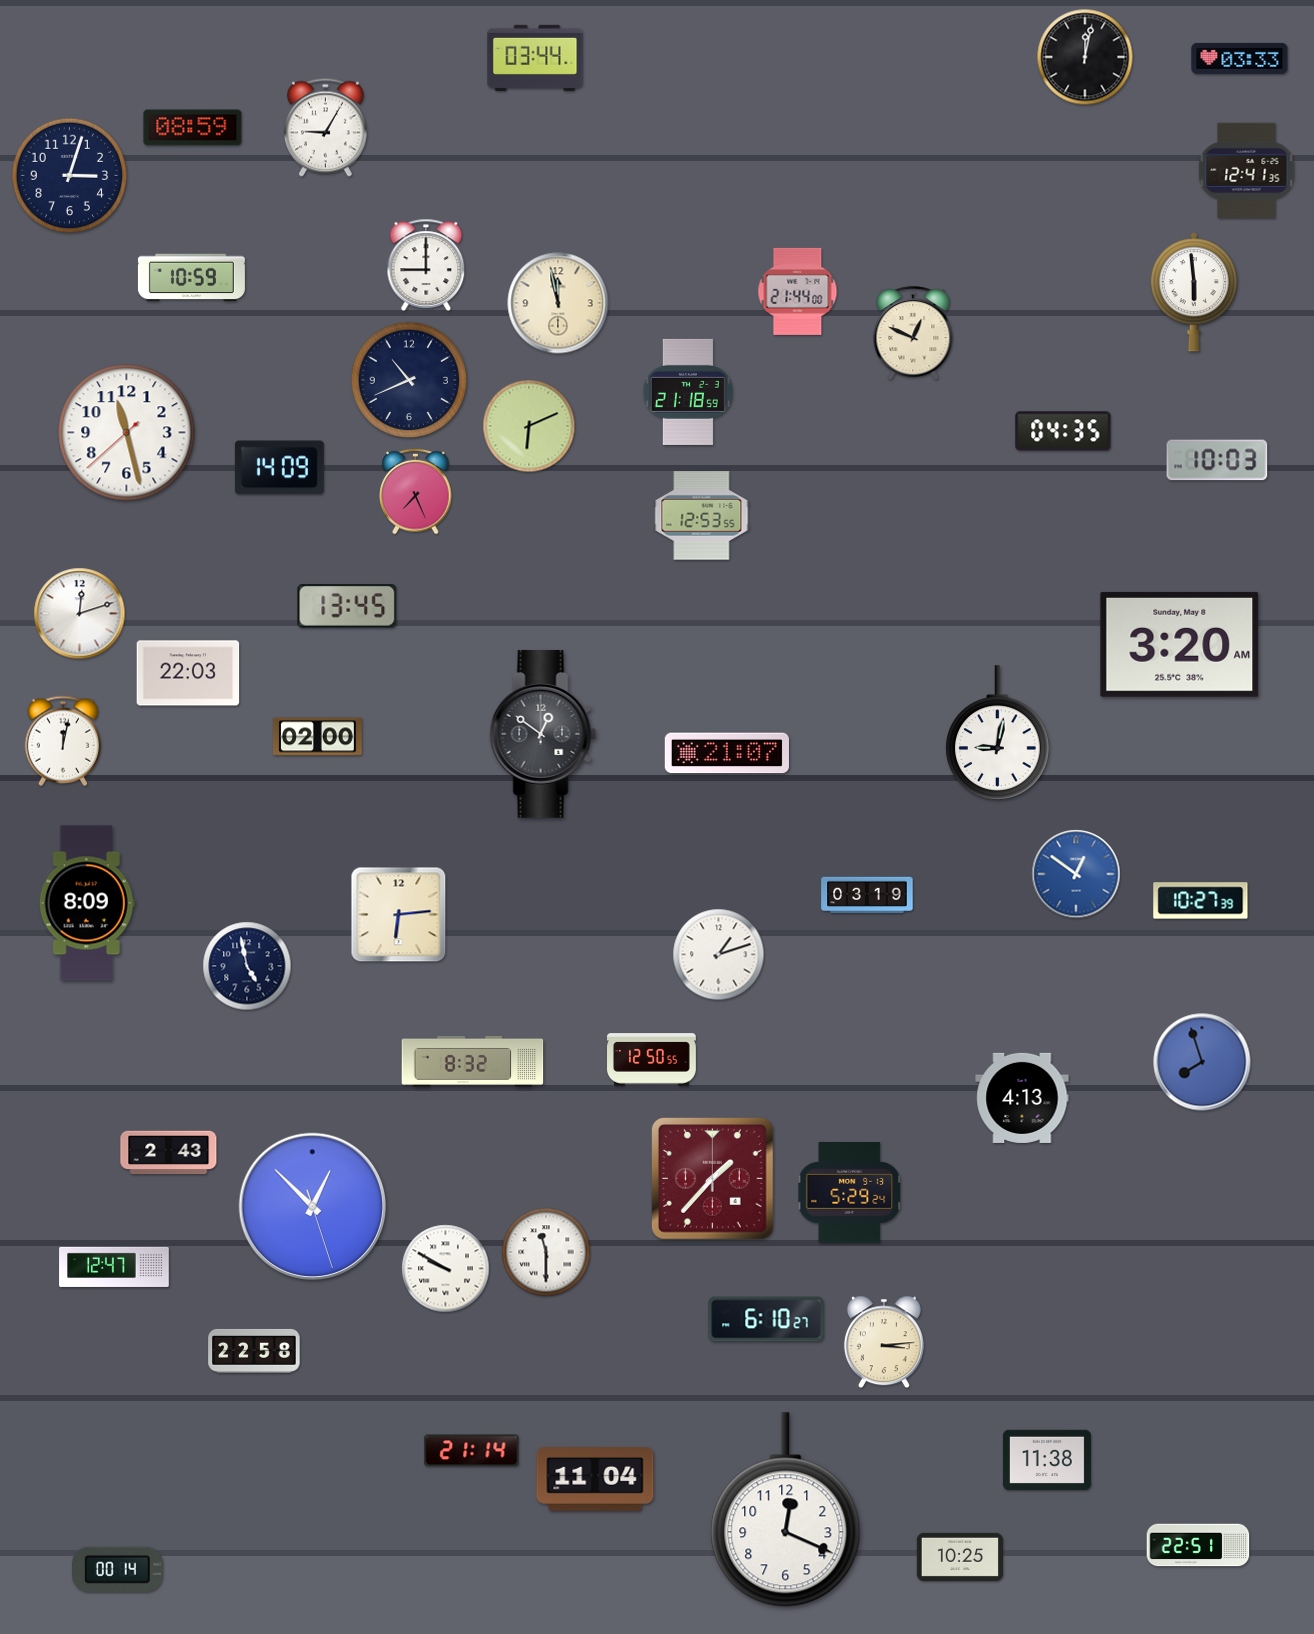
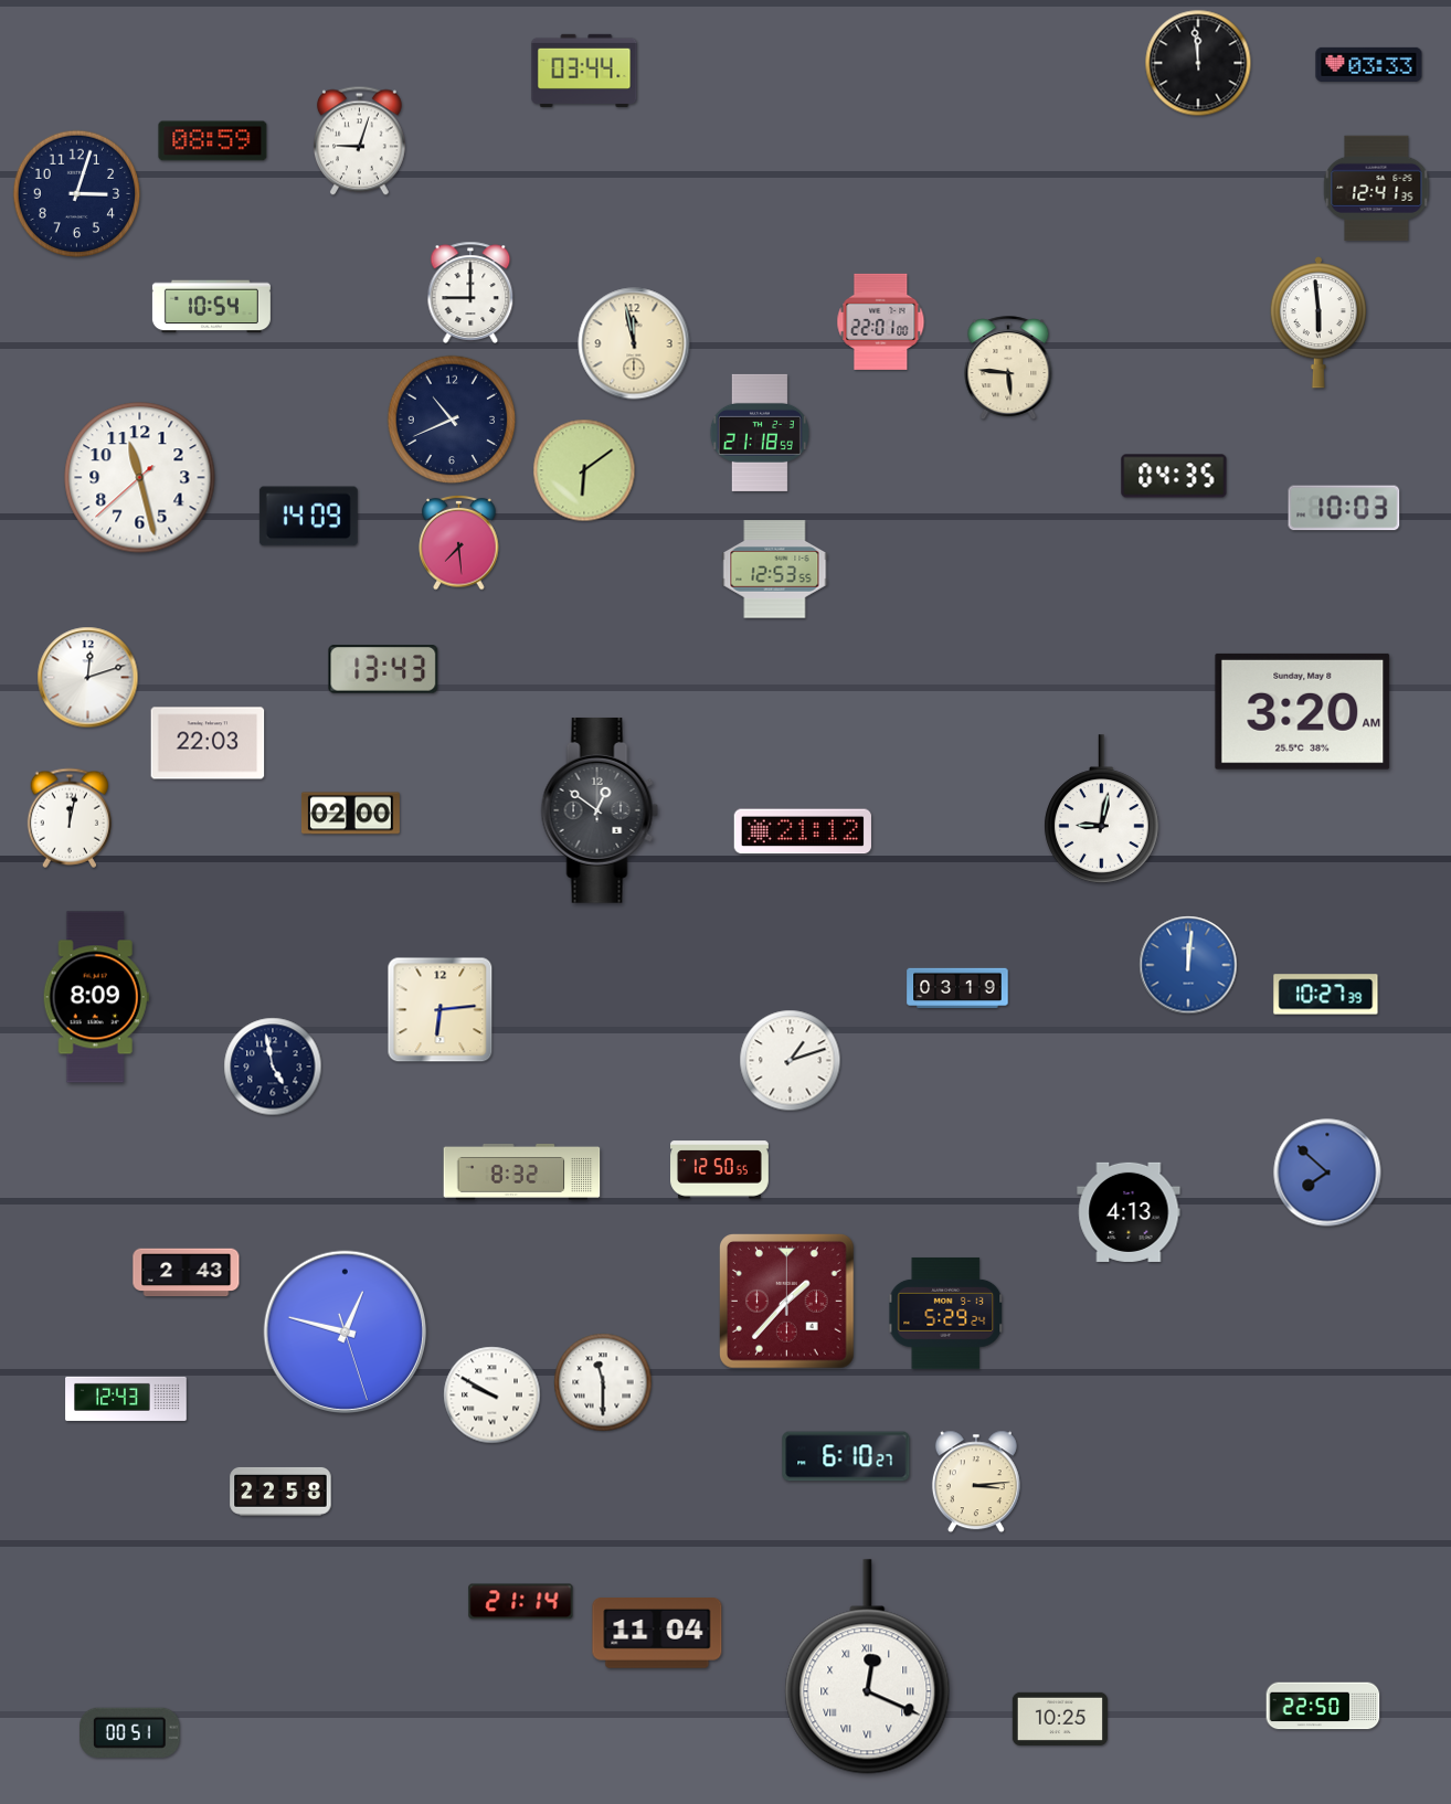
clock at (1085, 57): 12:02 -> 11:59
clock at (535, 58) position: (535, 58) -> (584, 71)
clock at (325, 128): 9:05 -> 9:03
clock at (191, 278): 10:59 -> 10:54
clock at (798, 291): 21:44 -> 22:01
clock at (558, 303) position: (558, 303) -> (634, 343)
clock at (913, 334): 12:49 -> 5:46
clock at (529, 426): 6:11 -> 6:09
clock at (416, 491): 7:26 -> 7:29
clock at (347, 607): 13:45 -> 13:43
clock at (727, 753): 21:07 -> 21:12
clock at (1076, 874): 12:51 -> 12:01
clock at (719, 955) position: (719, 955) -> (791, 1061)
clock at (1202, 1062): 7:57 -> 7:52
clock at (850, 1192) position: (850, 1192) -> (946, 1313)
clock at (312, 1206): 12:52 -> 12:47
clock at (114, 1267): 12:47 -> 12:43
clock at (446, 1269) position: (446, 1269) -> (493, 1396)
clock at (1047, 1459): 11:38 -> none
clock at (786, 1510) numerals: Arabic -> Roman
clock at (1198, 1545): 22:51 -> 22:50
clock at (118, 1569): 00:14 -> 00:51
